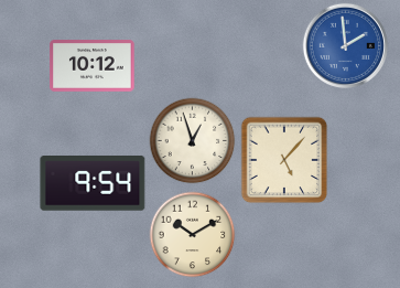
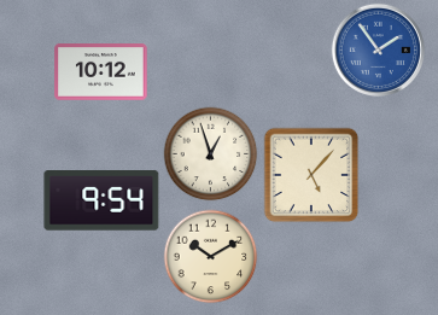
clock at (345, 45): 1:59 -> 1:54
